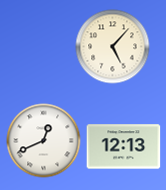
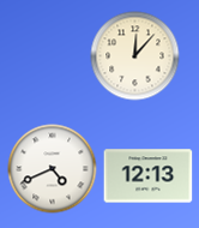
clock at (113, 47): 5:07 -> 12:07
clock at (44, 141): 12:41 -> 4:41
